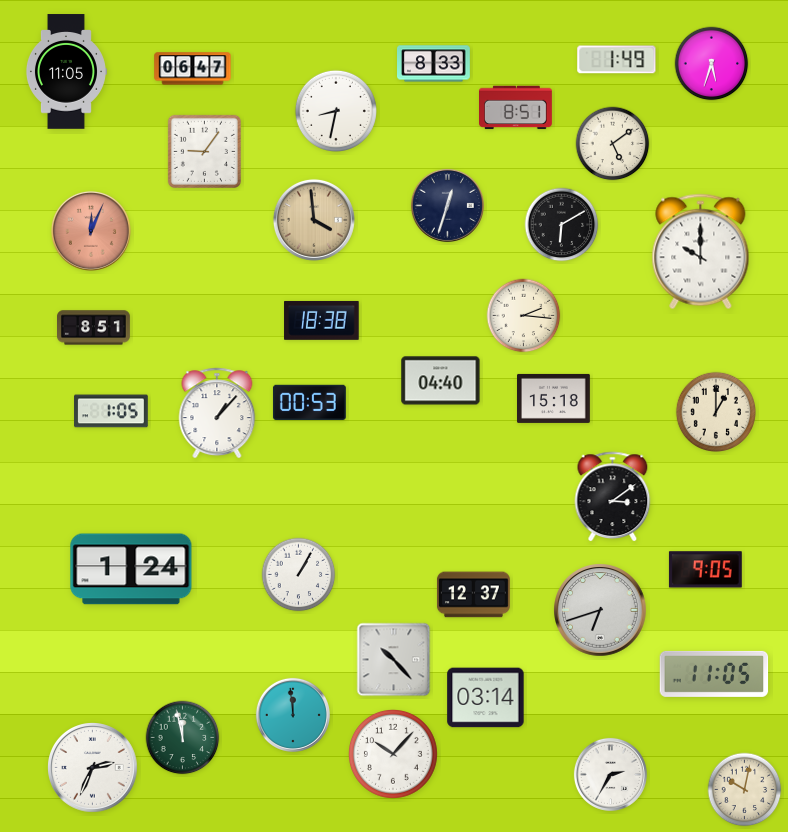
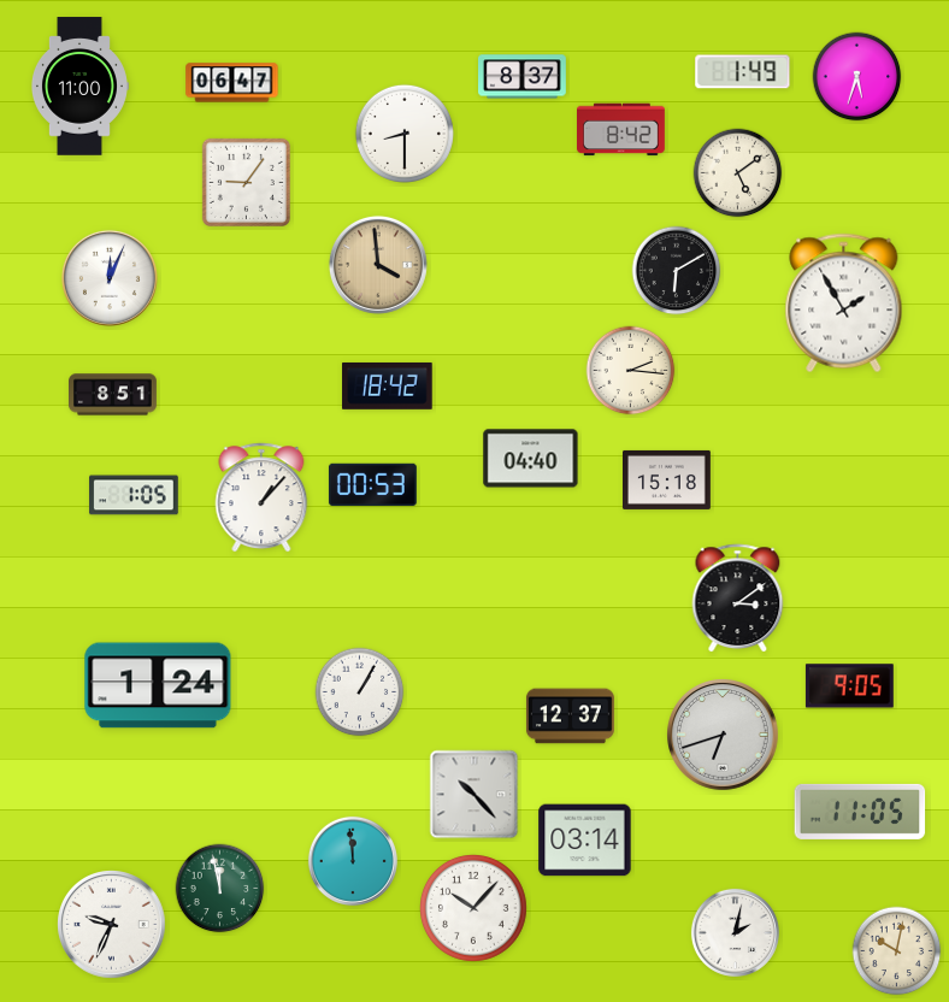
clock at (434, 64): 8:33 -> 8:37
clock at (66, 72): 11:05 -> 11:00
clock at (516, 108): 8:51 -> 8:42
clock at (336, 111): 8:32 -> 8:30
clock at (447, 205): 12:33 -> none
clock at (91, 231) dial: salmon -> white
clock at (701, 252): 10:00 -> 1:55
clock at (524, 316) position: (524, 316) -> (631, 371)
clock at (322, 320): 18:38 -> 18:42
clock at (715, 411): 1:00 -> none
clock at (93, 768): 2:34 -> 9:34
clock at (610, 774): 2:35 -> 2:02
